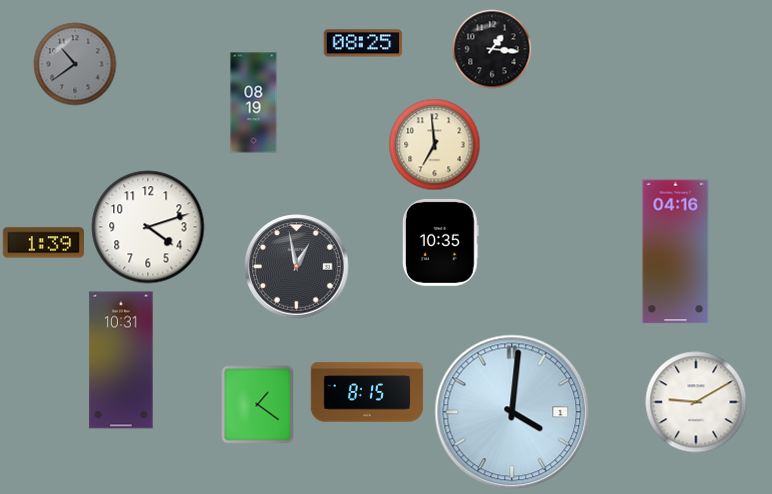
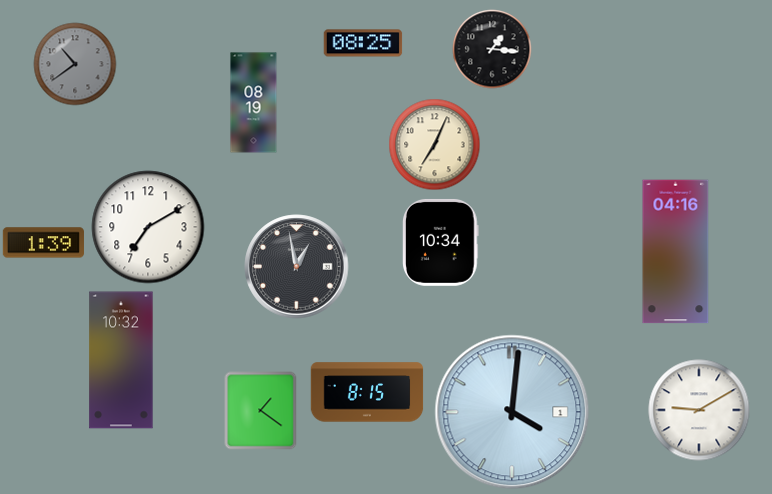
clock at (435, 145): 6:59 -> 7:04
clock at (148, 227): 4:12 -> 7:10
clock at (441, 242): 10:35 -> 10:34
clock at (121, 360): 10:31 -> 10:32
clock at (696, 402) position: (696, 402) -> (699, 410)
clock at (258, 405) position: (258, 405) -> (261, 411)
